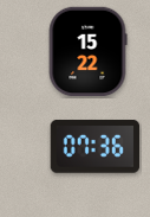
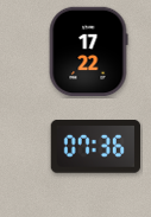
clock at (87, 52): 15:22 -> 17:22
